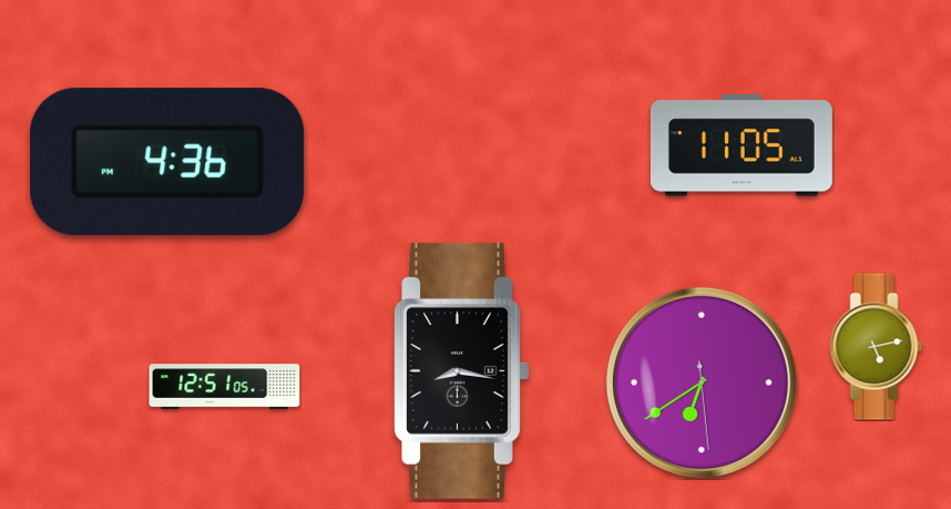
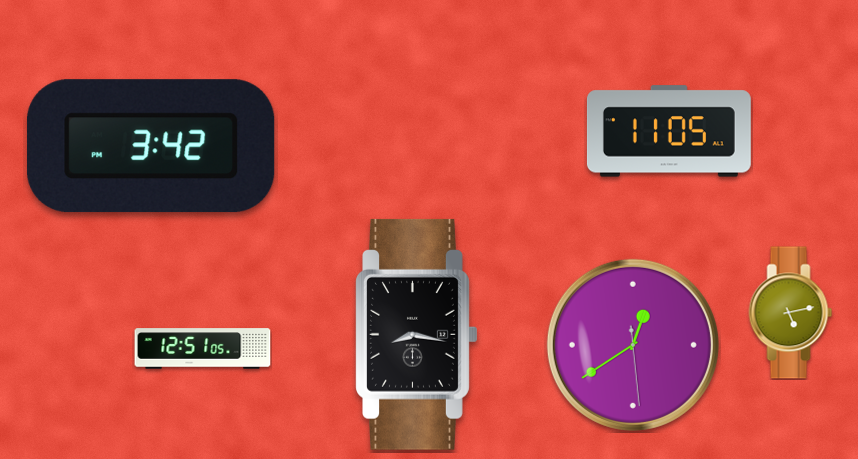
clock at (167, 162): 4:36 -> 3:42
clock at (702, 383): 6:39 -> 12:39
